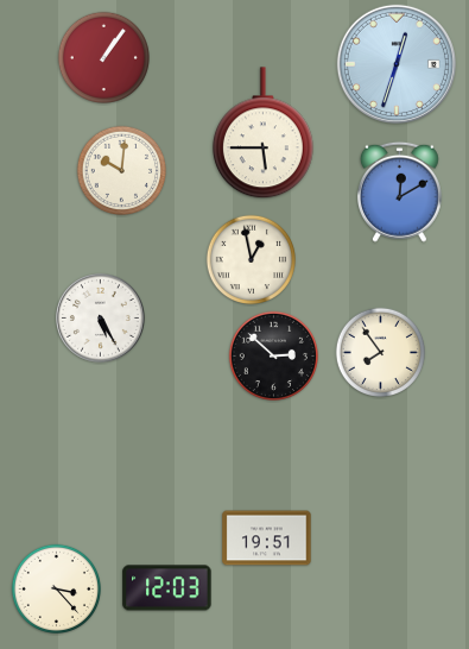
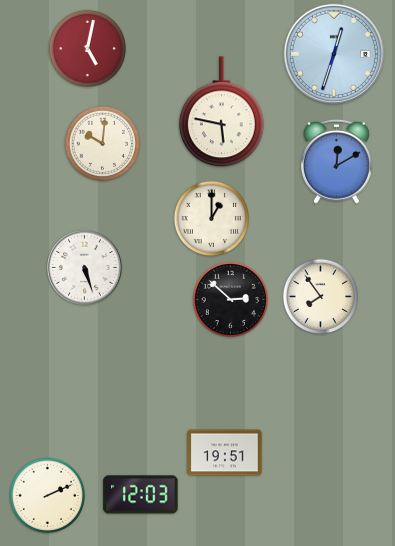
clock at (103, 57): 1:06 -> 5:02
clock at (262, 133): 5:45 -> 5:47
clock at (251, 259): 12:58 -> 1:00
clock at (101, 319): 5:25 -> 5:27
clock at (56, 588): 3:23 -> 2:11
